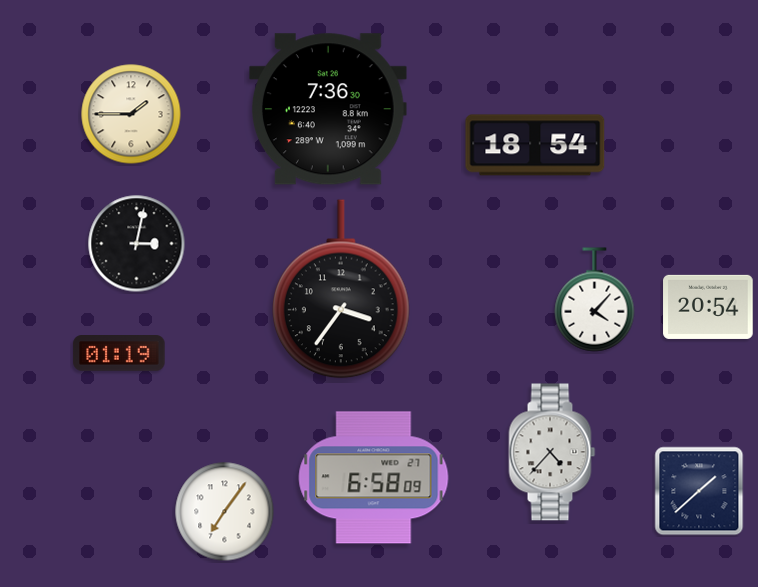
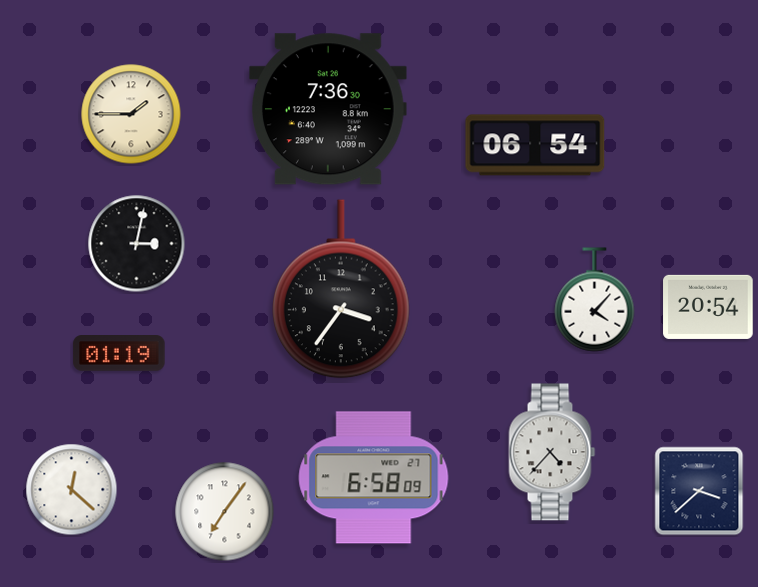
clock at (535, 145): 18:54 -> 06:54
clock at (72, 490): none -> 12:22
clock at (699, 491): 1:38 -> 3:38
